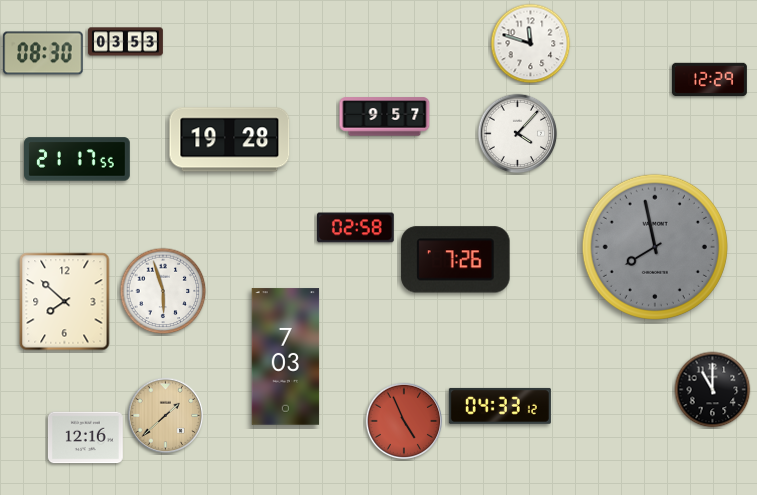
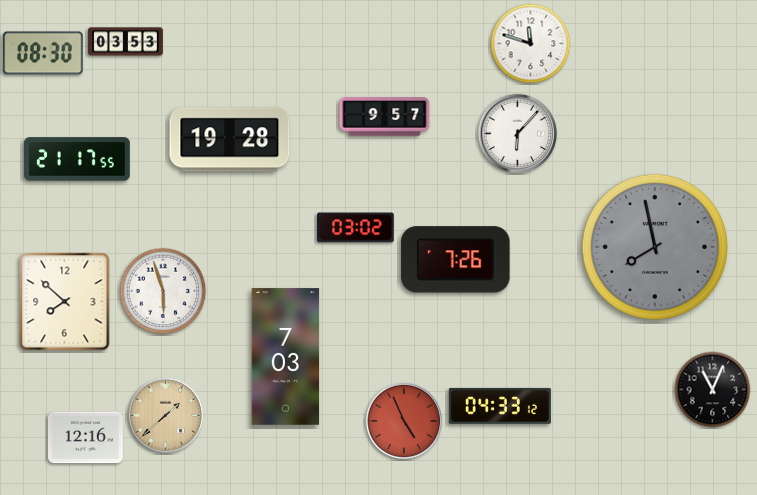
clock at (709, 80): 12:29 -> none
clock at (518, 134): 4:07 -> 6:07
clock at (356, 228): 02:58 -> 03:02
clock at (713, 390): 11:00 -> 11:04
